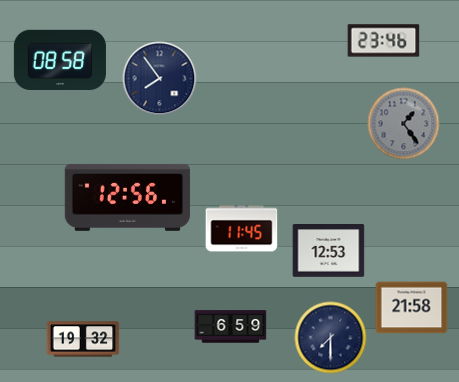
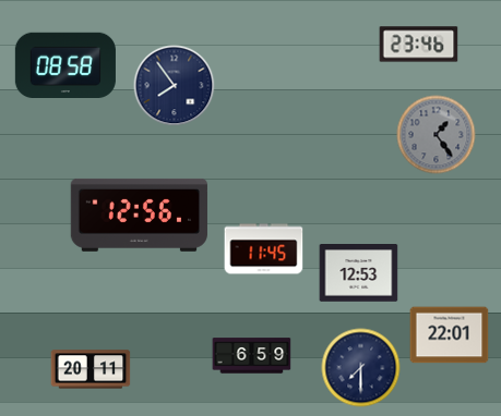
clock at (404, 124) position: (404, 124) -> (437, 135)
clock at (412, 308): 21:58 -> 22:01
clock at (83, 339): 19:32 -> 20:11
